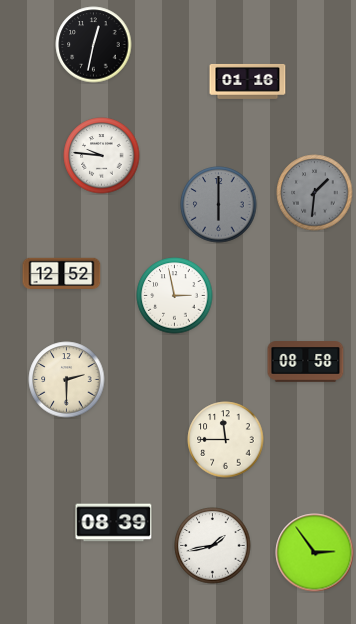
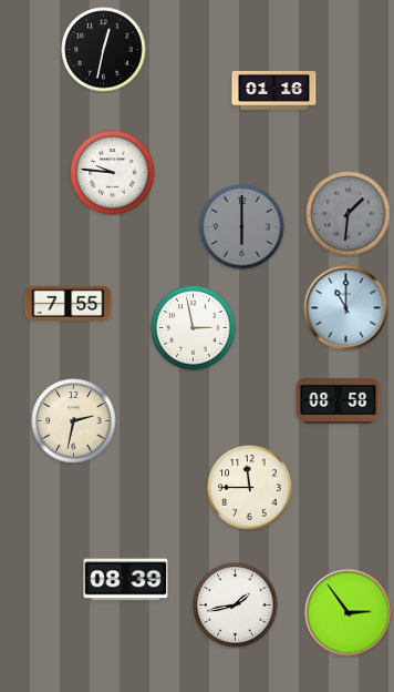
clock at (62, 274): 12:52 -> 7:55
clock at (346, 308): none -> 11:00
clock at (67, 380): 2:30 -> 2:32
